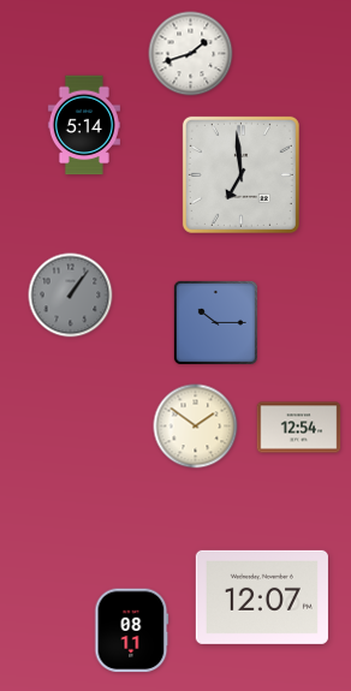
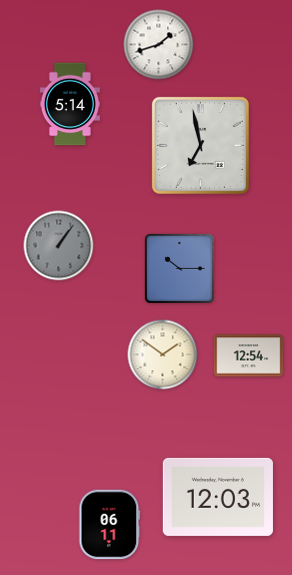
clock at (240, 174): 6:59 -> 6:58
clock at (262, 597): 12:07 -> 12:03
clock at (132, 631): 08:11 -> 06:11
